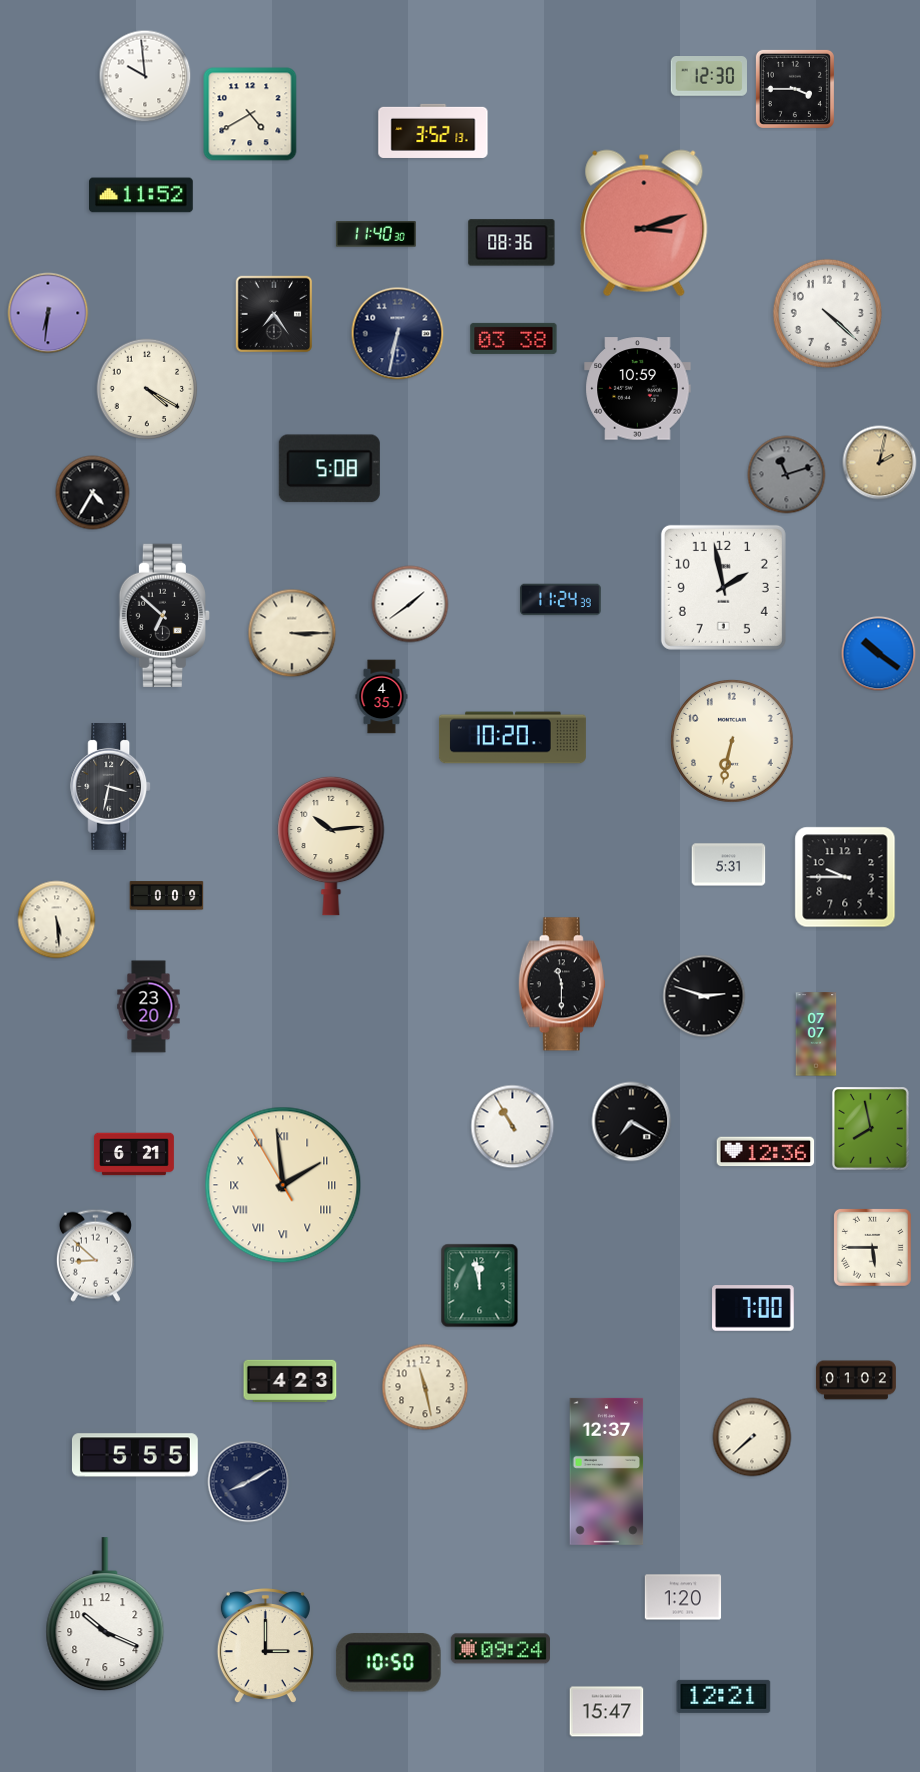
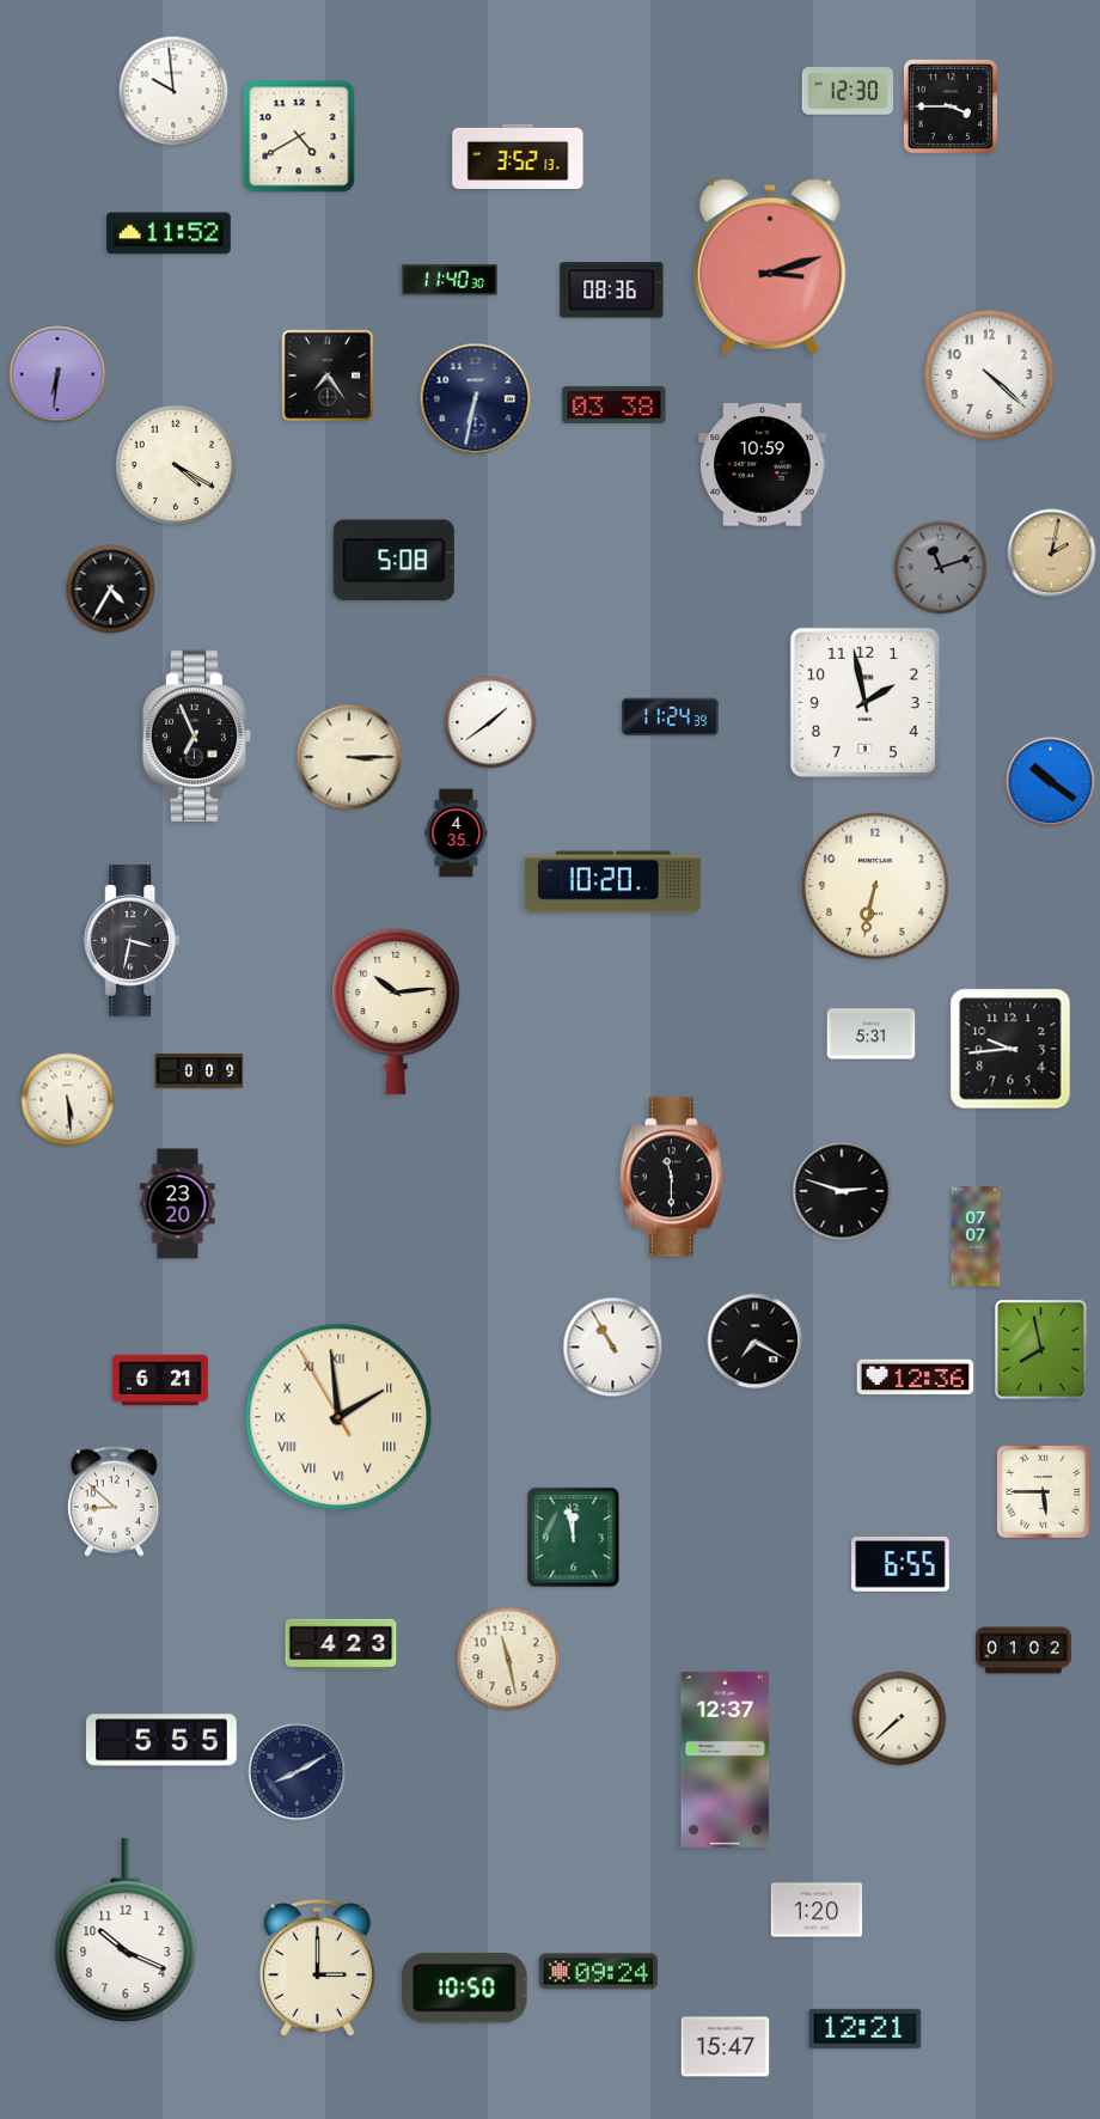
clock at (164, 615): 6:52 -> 6:56
clock at (845, 877): 9:45 -> 9:44
clock at (753, 1308): 7:00 -> 6:55
clock at (290, 1380) position: (290, 1380) -> (341, 1643)
